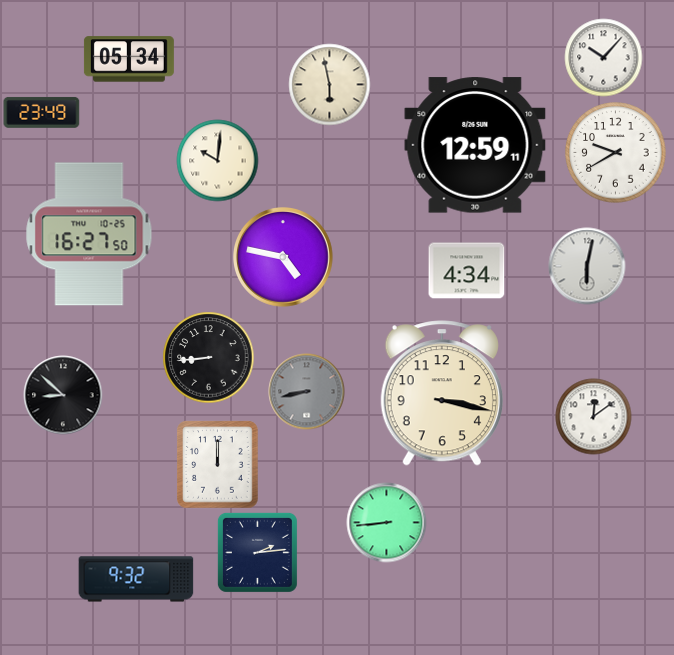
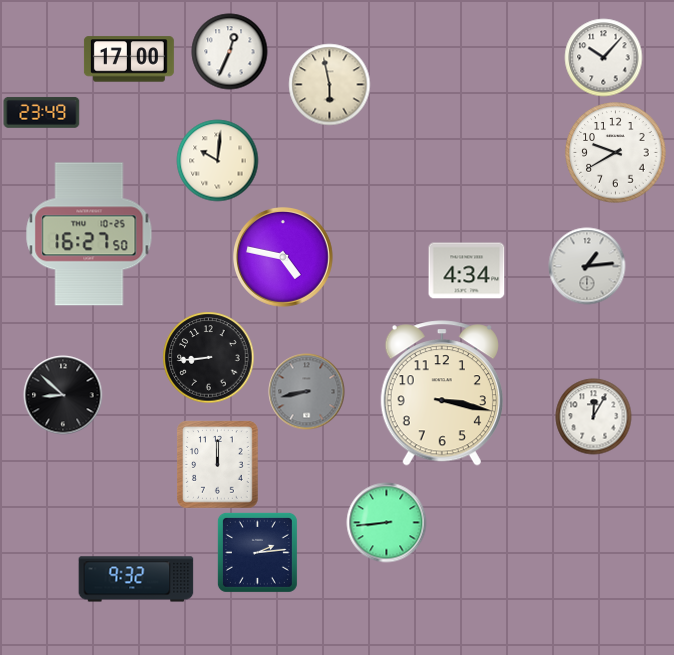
clock at (230, 52): none -> 12:34
clock at (129, 59): 05:34 -> 17:00
clock at (475, 145): 12:59 -> none
clock at (587, 266): 6:02 -> 1:14
clock at (594, 417): 12:09 -> 12:05
